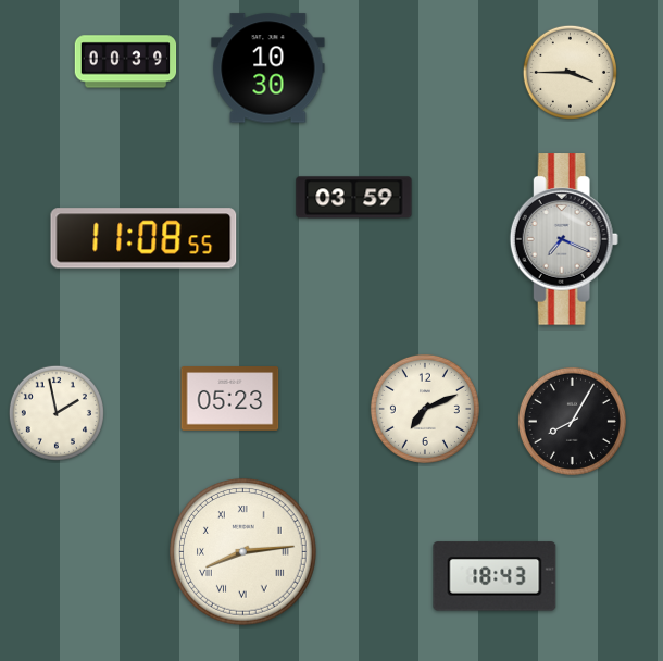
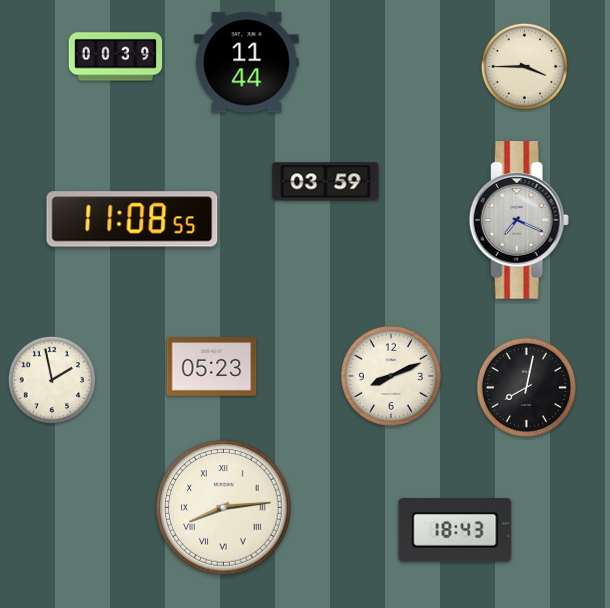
clock at (268, 68): 10:30 -> 11:44
clock at (425, 409): 7:11 -> 8:11
clock at (572, 421): 8:05 -> 8:02
